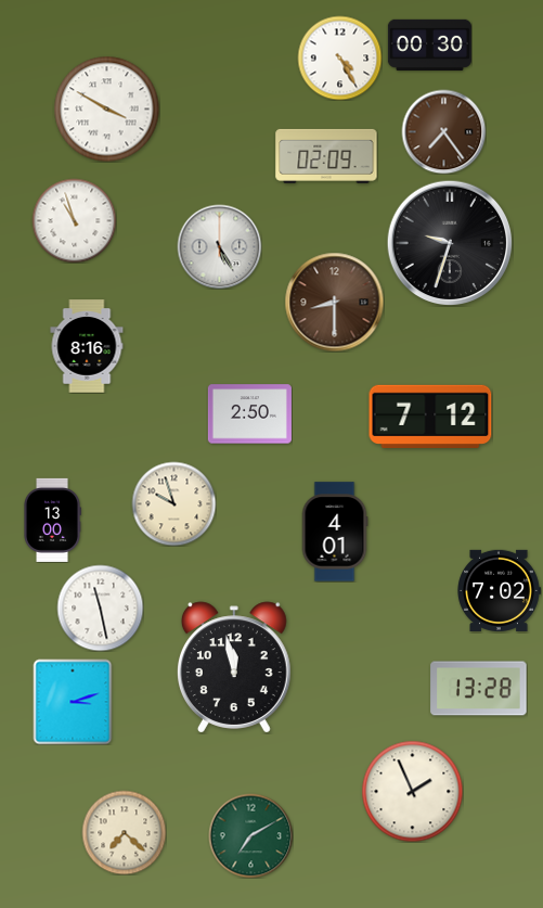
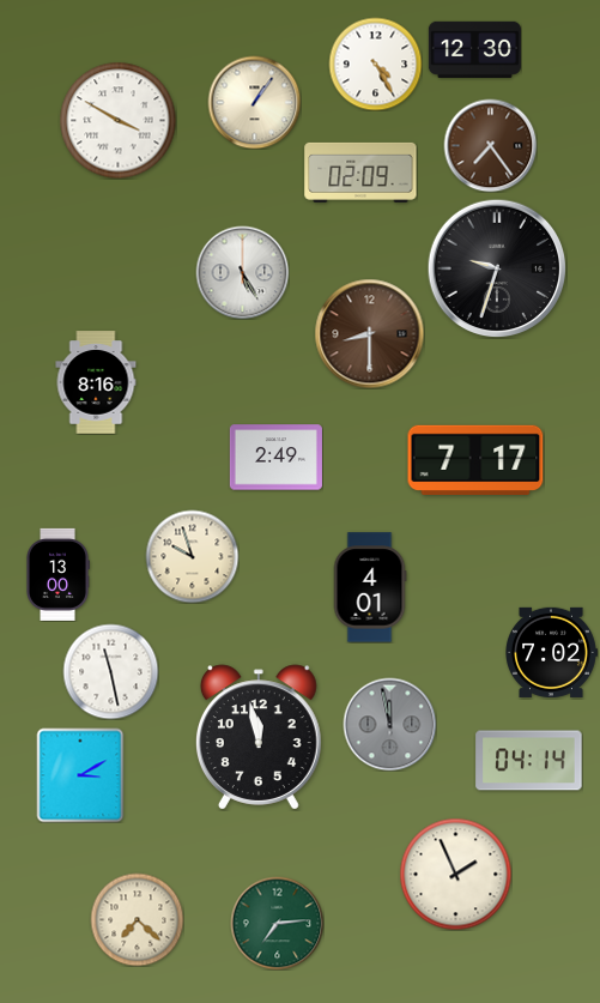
clock at (429, 44): 00:30 -> 12:30
clock at (254, 102): none -> 1:06
clock at (74, 220): 10:57 -> none
clock at (249, 414): 2:50 -> 2:49
clock at (430, 417): 7:12 -> 7:17
clock at (389, 724): none -> 11:58
clock at (479, 689): 13:28 -> 04:14
clock at (73, 702): 3:12 -> 3:10
clock at (250, 835): 7:10 -> 7:14
